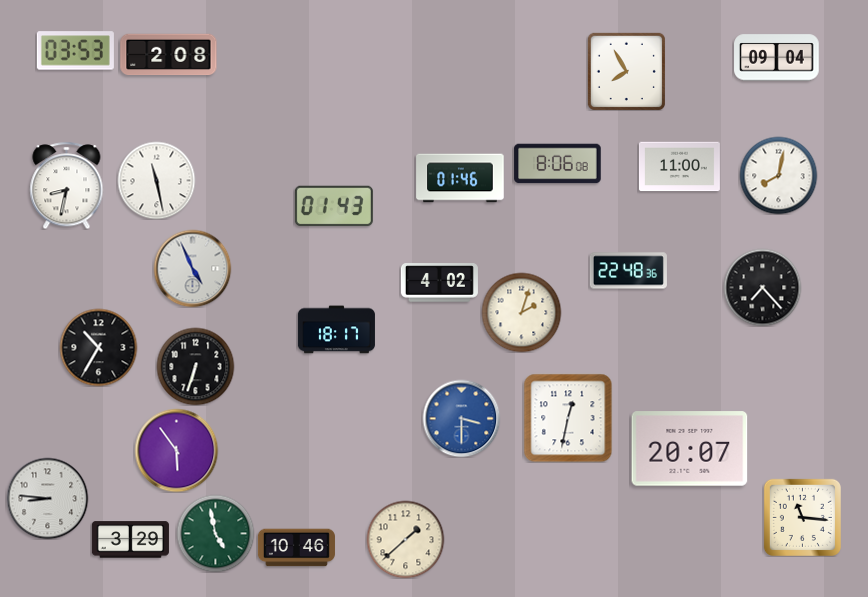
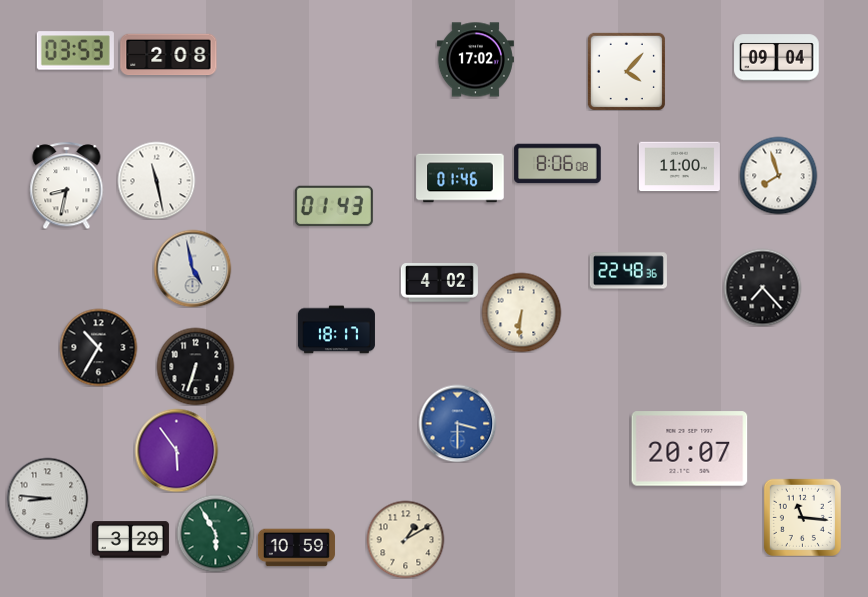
clock at (475, 60): none -> 17:02
clock at (626, 71): 7:55 -> 4:07
clock at (778, 175): 8:02 -> 7:57
clock at (192, 268): 4:56 -> 4:58
clock at (521, 312): 2:03 -> 6:31
clock at (461, 418) position: (461, 418) -> (457, 423)
clock at (568, 418): 12:32 -> none
clock at (215, 533): 4:58 -> 5:55
clock at (405, 539): 1:38 -> 1:10
clock at (296, 548): 10:46 -> 10:59
